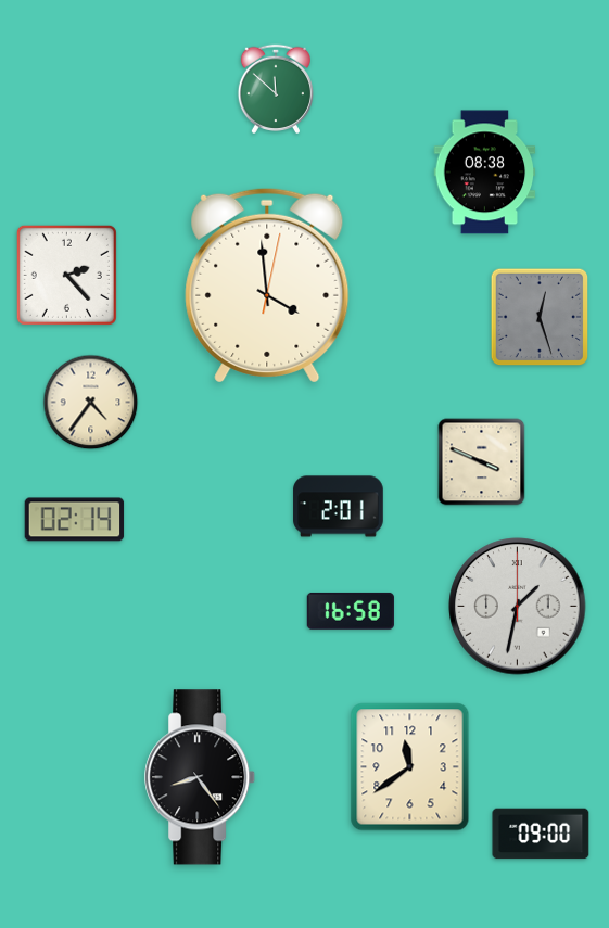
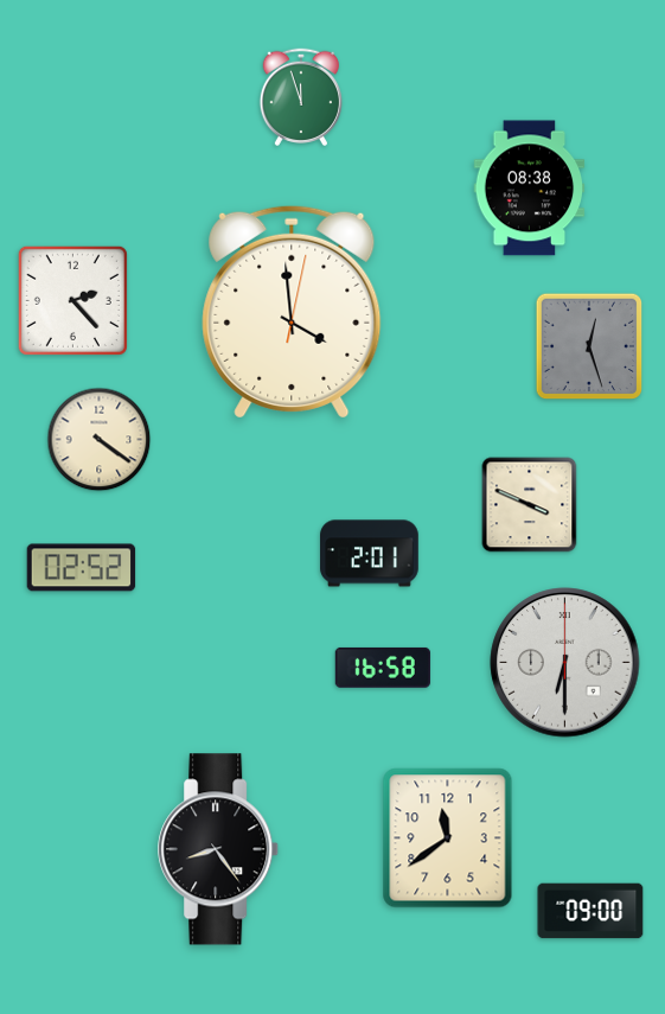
clock at (275, 89): 11:52 -> 11:57
clock at (91, 403): 4:36 -> 4:21
clock at (482, 462) position: (482, 462) -> (530, 505)
clock at (75, 520): 02:14 -> 02:52
clock at (518, 607): 1:32 -> 6:30
